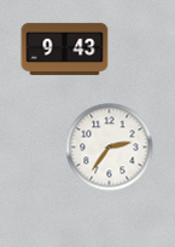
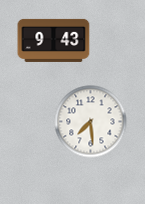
clock at (110, 148): 2:36 -> 7:29
